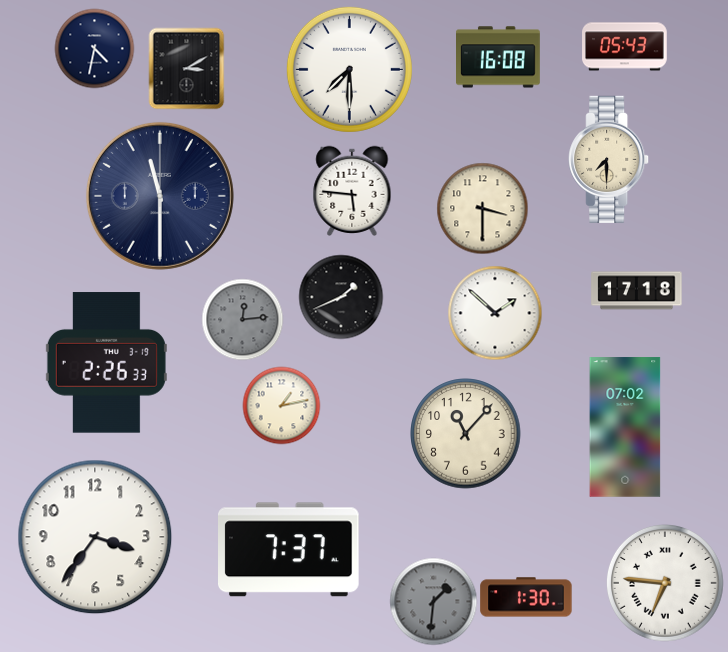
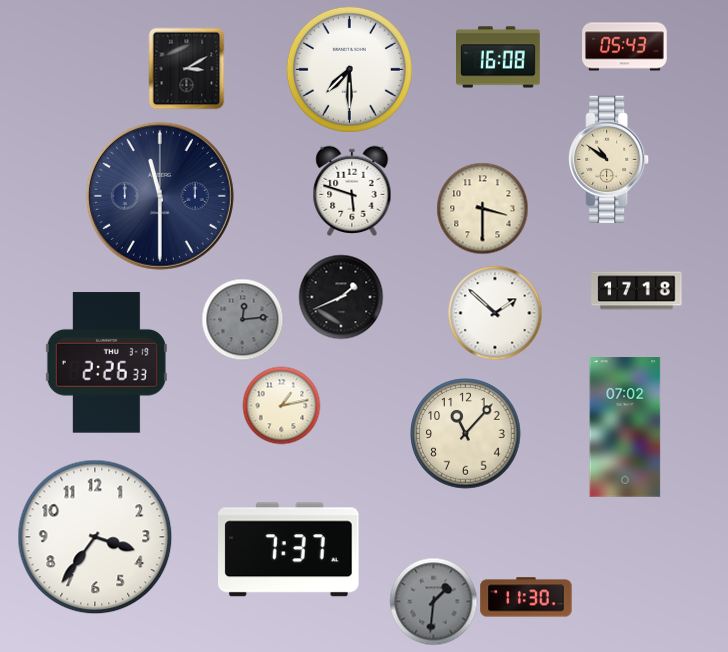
clock at (94, 48): 4:32 -> none
clock at (609, 159): 7:30 -> 10:51
clock at (352, 191): 5:46 -> 5:48
clock at (665, 583): 6:46 -> none
clock at (526, 597): 1:30 -> 11:30
